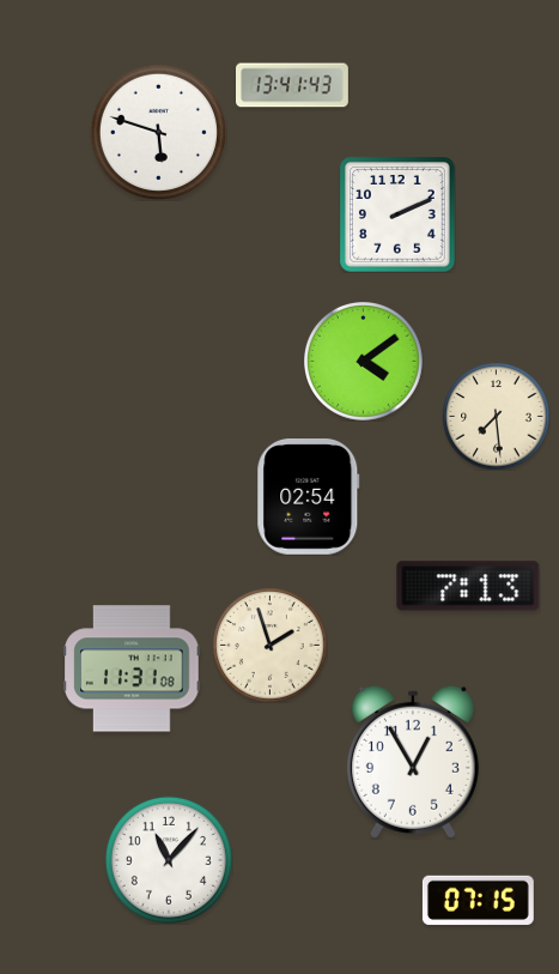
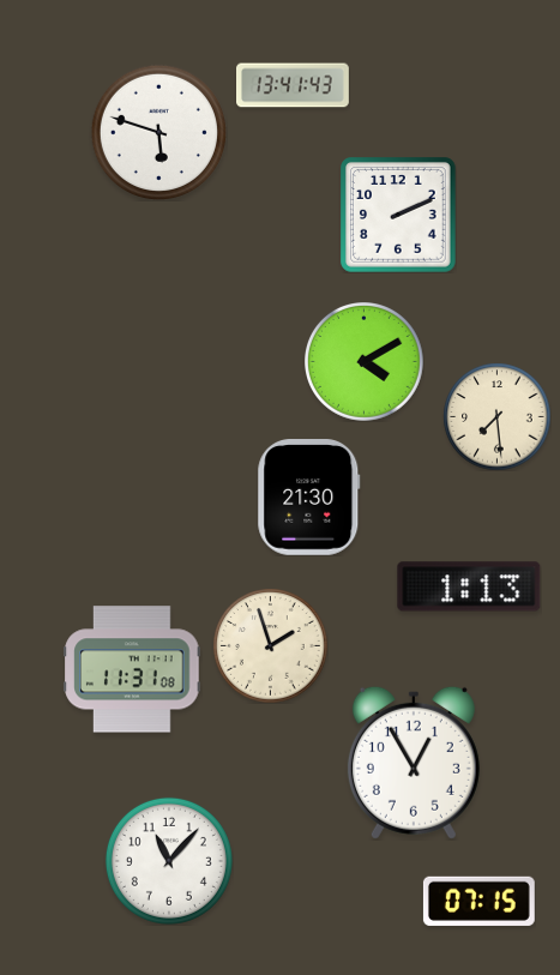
clock at (364, 362): 4:09 -> 4:10
clock at (309, 497): 02:54 -> 21:30
clock at (468, 586): 7:13 -> 1:13
